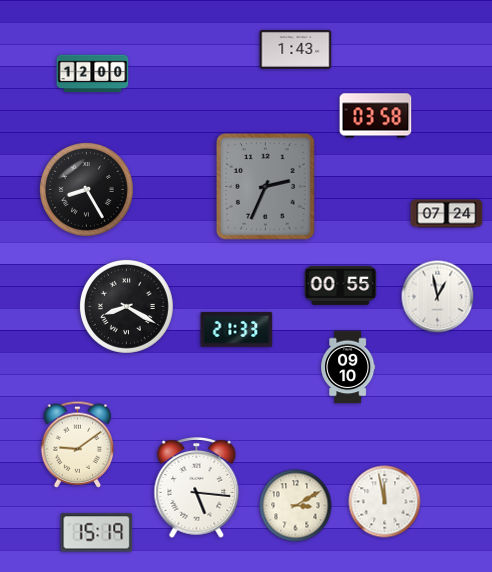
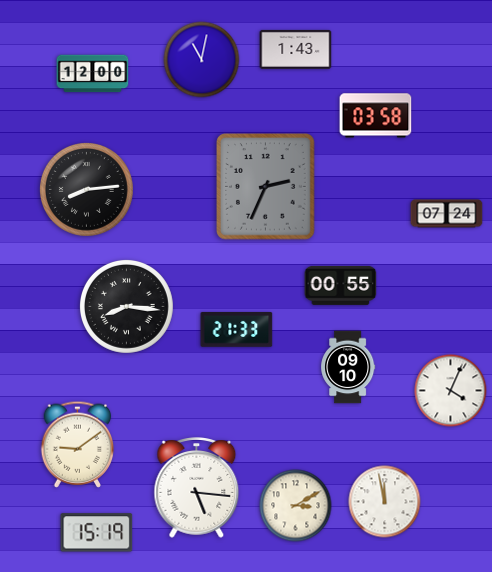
clock at (202, 60): none -> 11:02
clock at (86, 189): 8:25 -> 8:14
clock at (438, 297): 12:58 -> none
clock at (126, 306): 8:20 -> 8:16
clock at (451, 391): none -> 4:04
